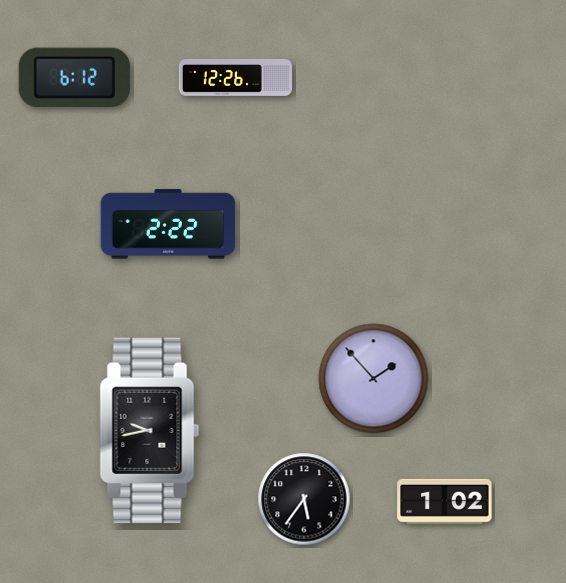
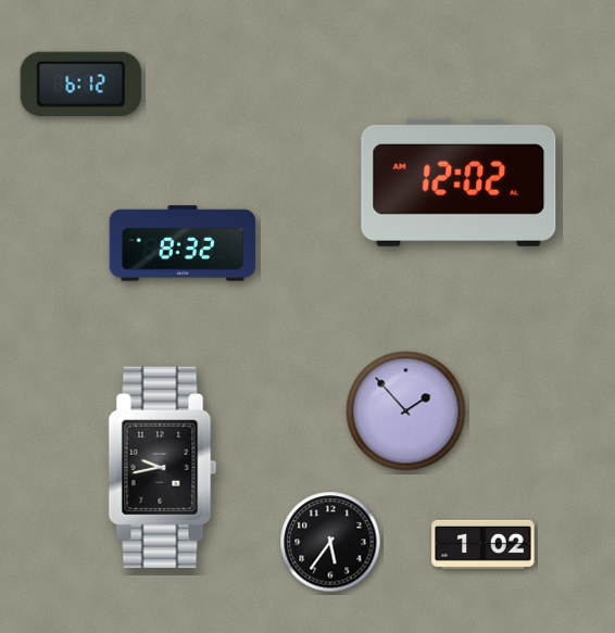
clock at (235, 78): 12:26 -> none
clock at (459, 182): none -> 12:02
clock at (168, 224): 2:22 -> 8:32
